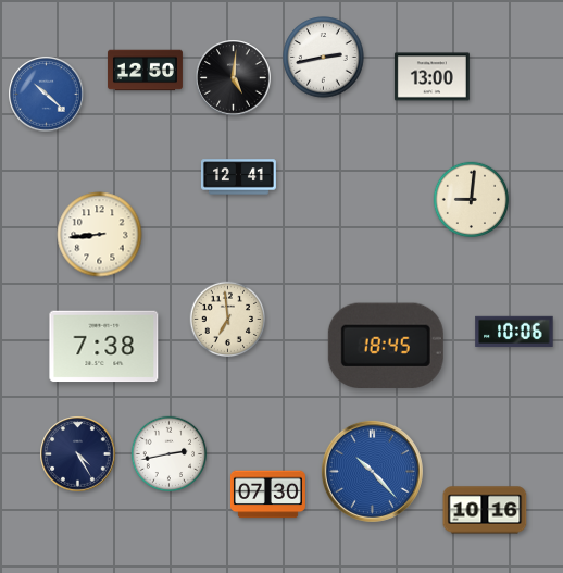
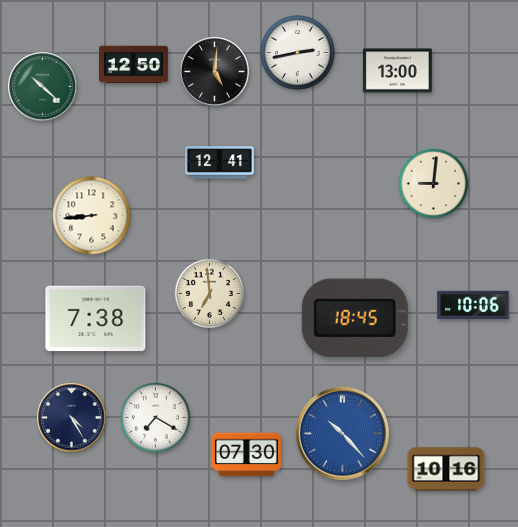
clock at (47, 95) dial: blue -> green
clock at (170, 454): 2:43 -> 7:20
